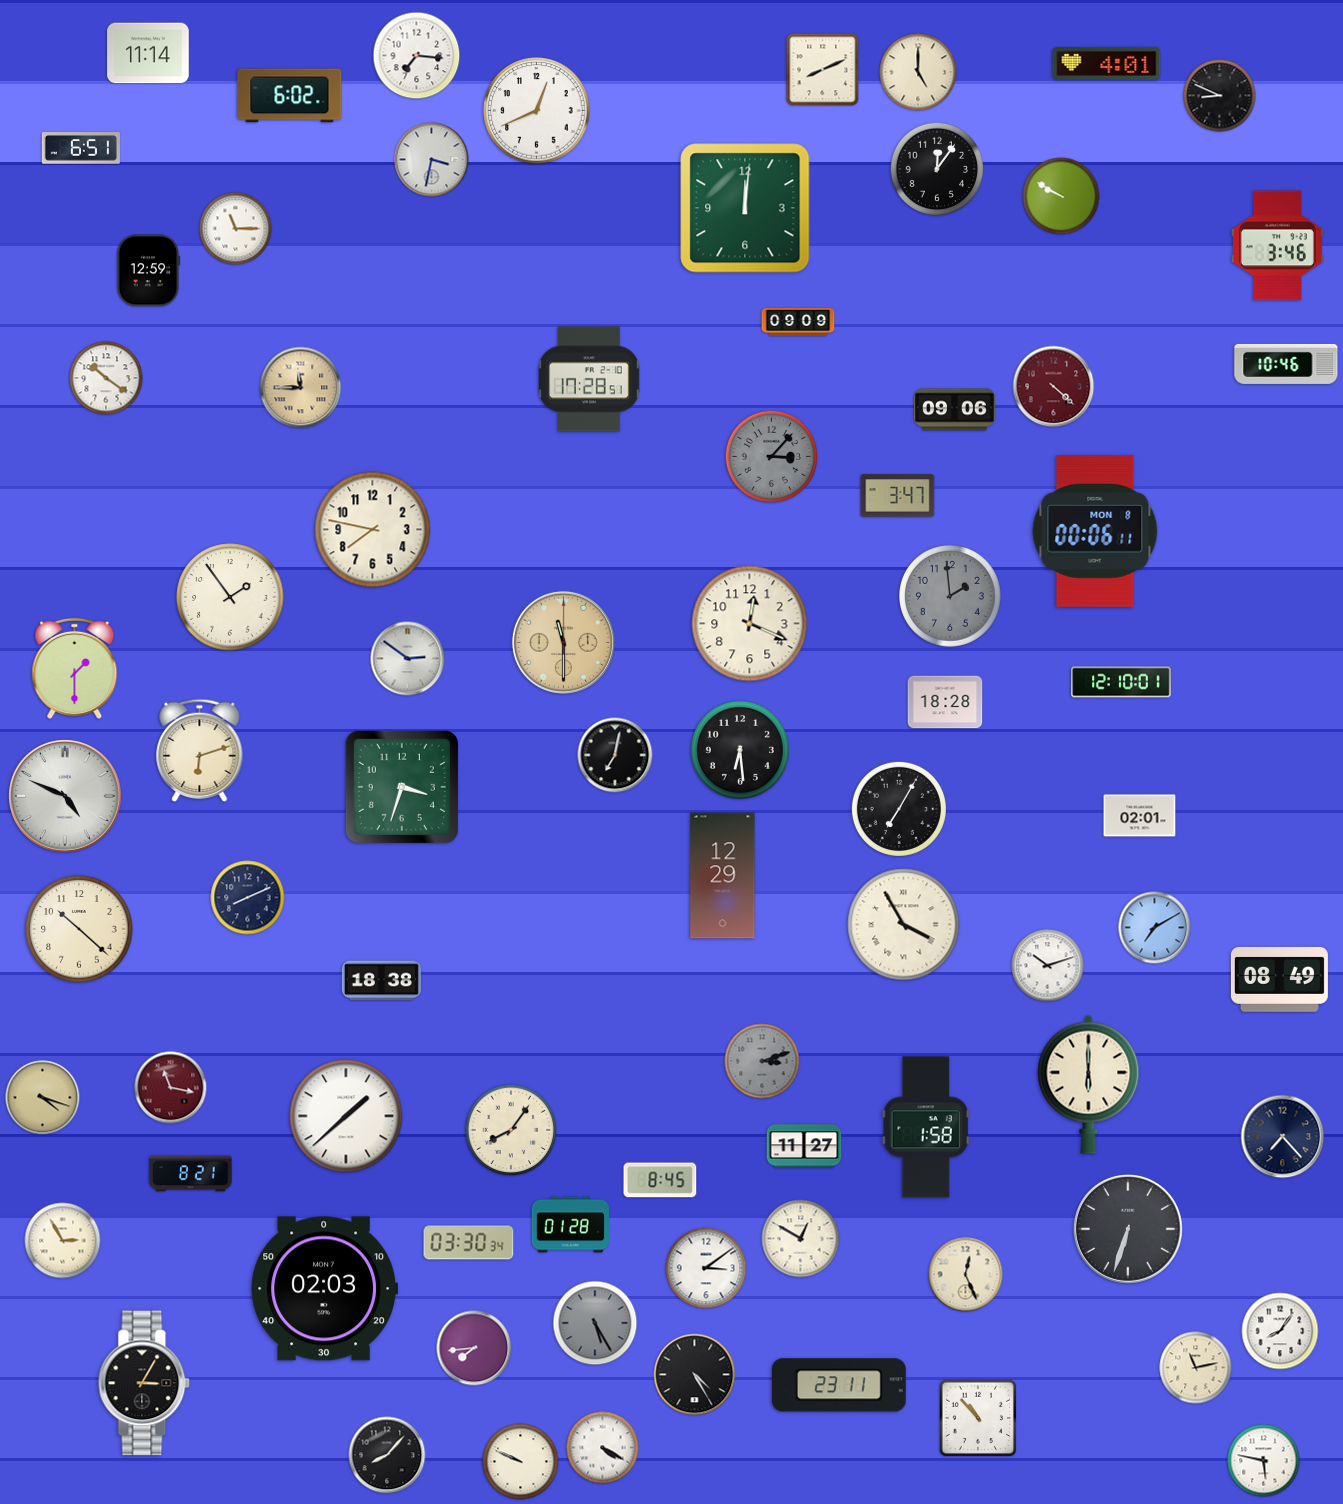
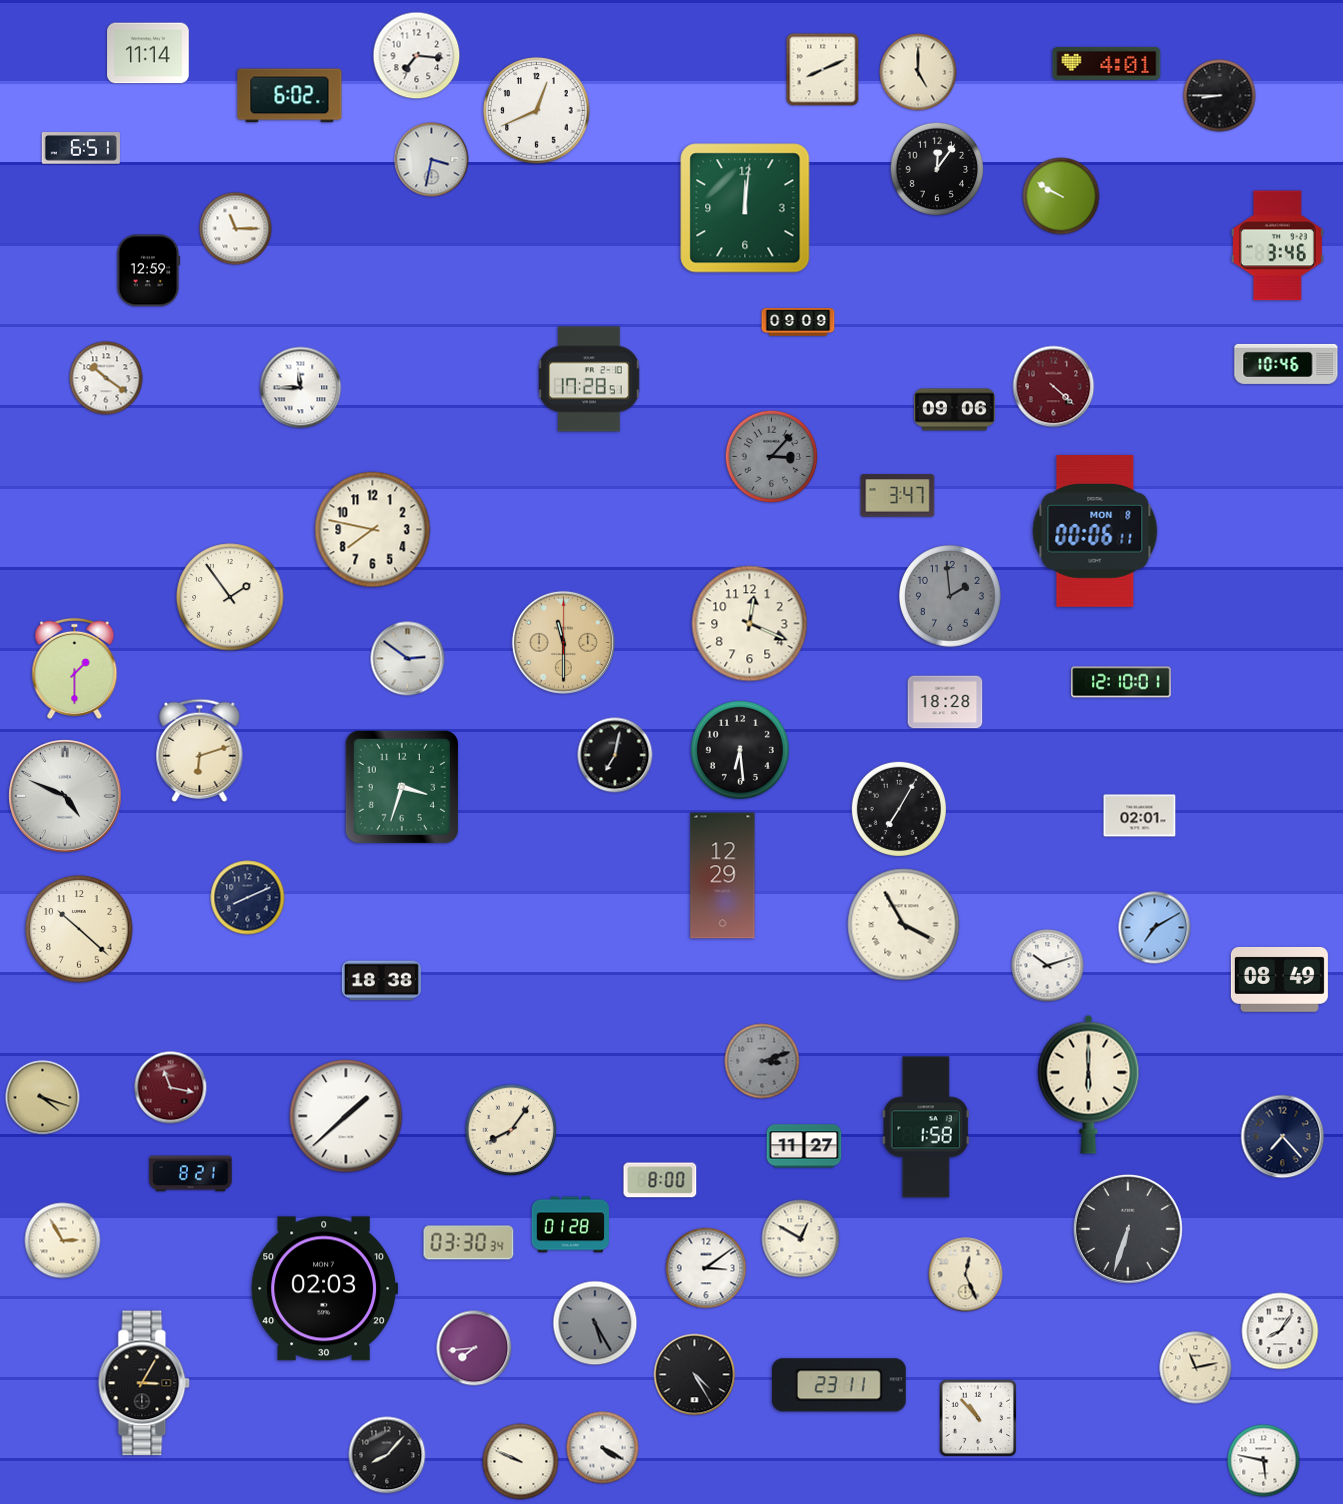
clock at (1220, 96): 8:49 -> 8:45
clock at (301, 388) dial: champagne -> white
clock at (660, 1180): 8:45 -> 8:00
